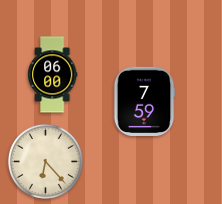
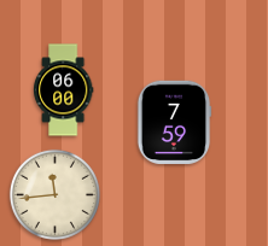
clock at (45, 161): 6:23 -> 11:44
